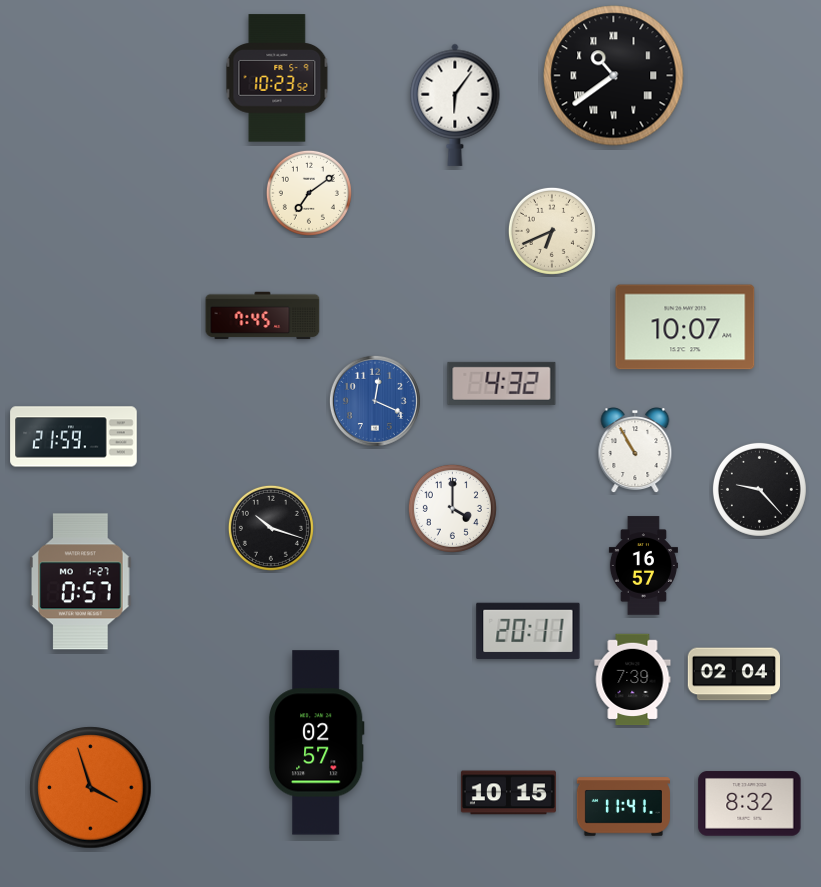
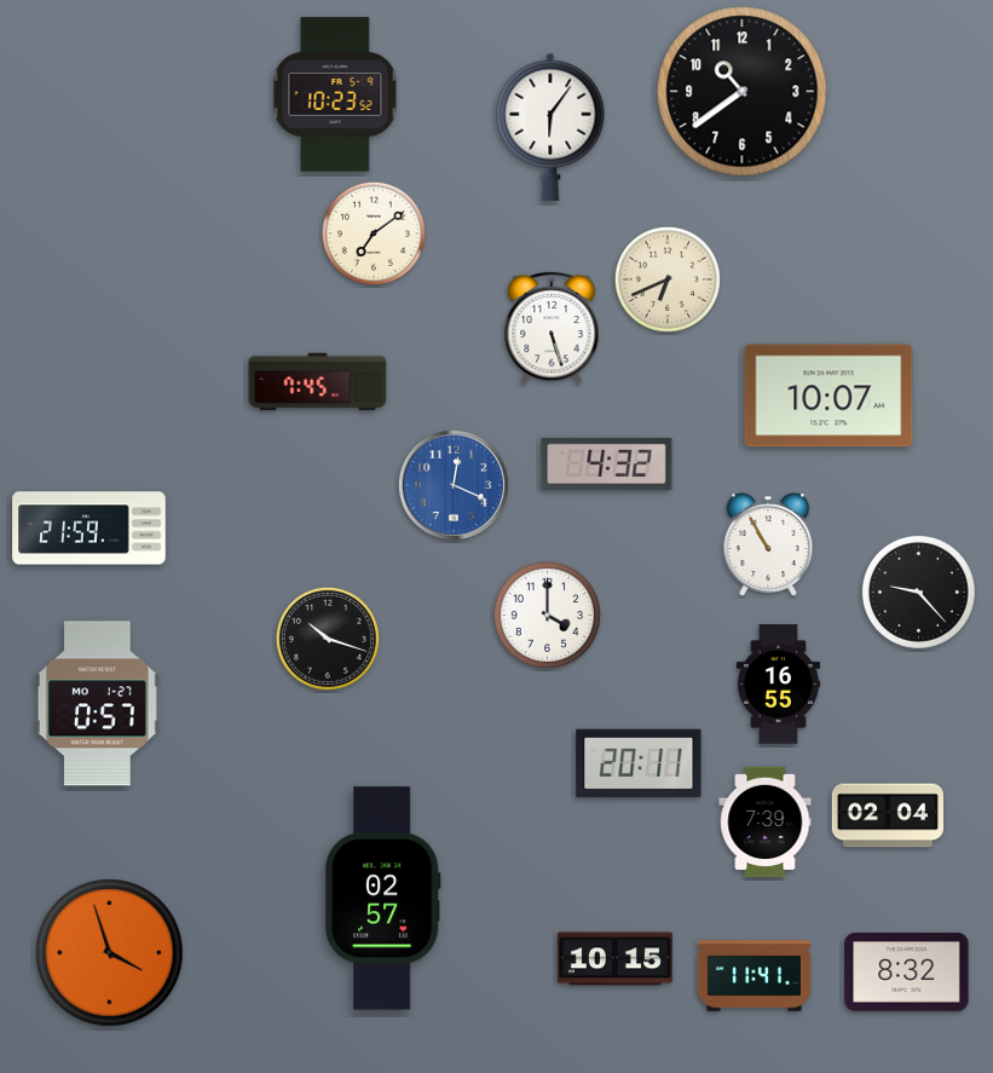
clock at (614, 76) numerals: Roman -> Arabic
clock at (552, 328): none -> 5:27
clock at (643, 566): 16:57 -> 16:55
